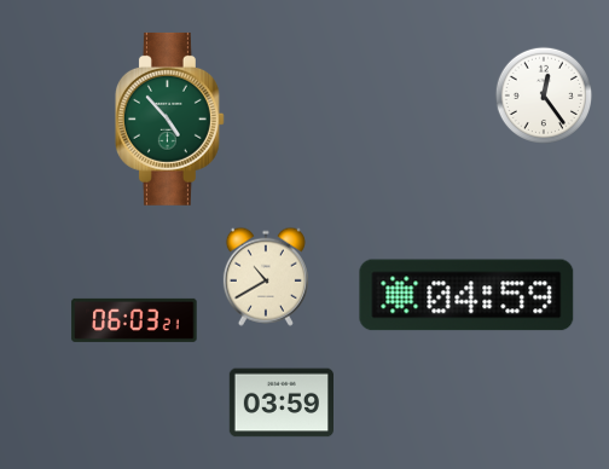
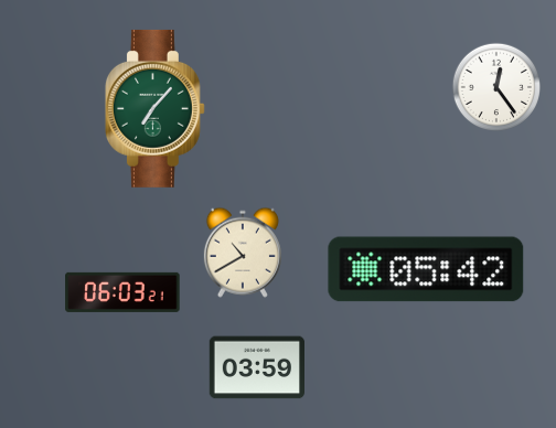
clock at (169, 118): 4:53 -> 7:07
clock at (466, 295): 04:59 -> 05:42
